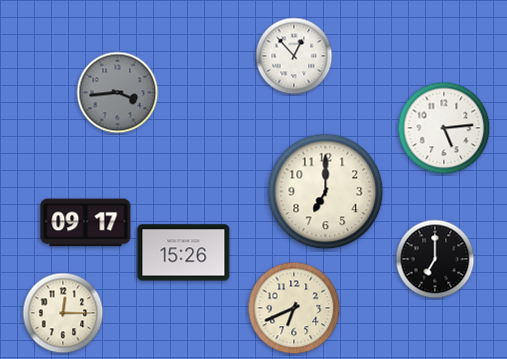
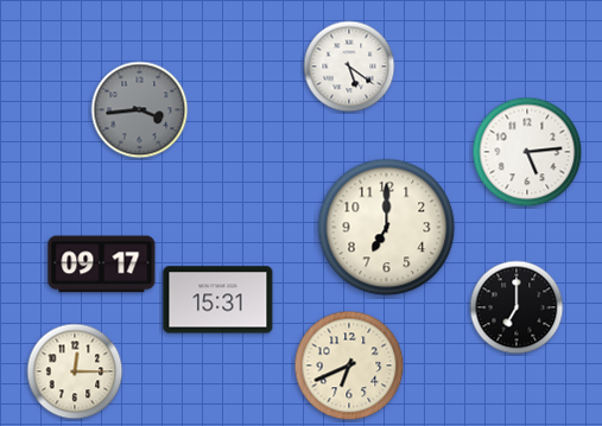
clock at (294, 56): 12:53 -> 5:21
clock at (184, 253): 15:26 -> 15:31
